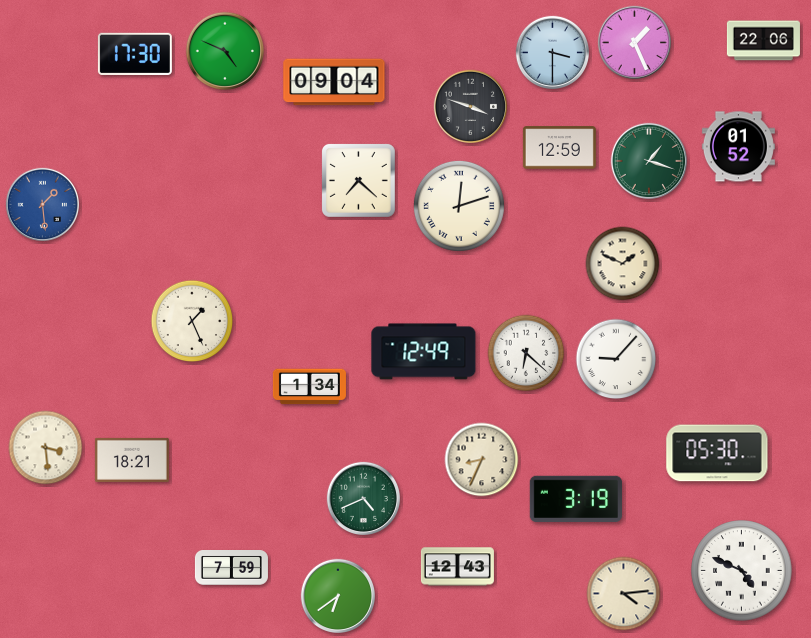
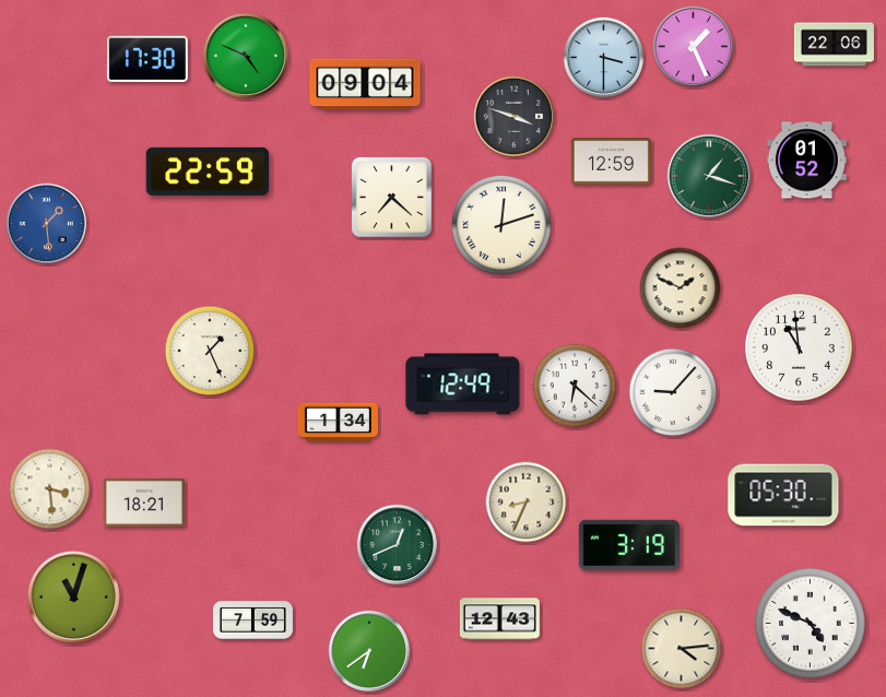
clock at (334, 82) position: (334, 82) -> (365, 84)
clock at (208, 172): none -> 22:59
clock at (799, 347): none -> 10:59
clock at (363, 498): 4:41 -> 12:41
clock at (73, 596): none -> 11:03
